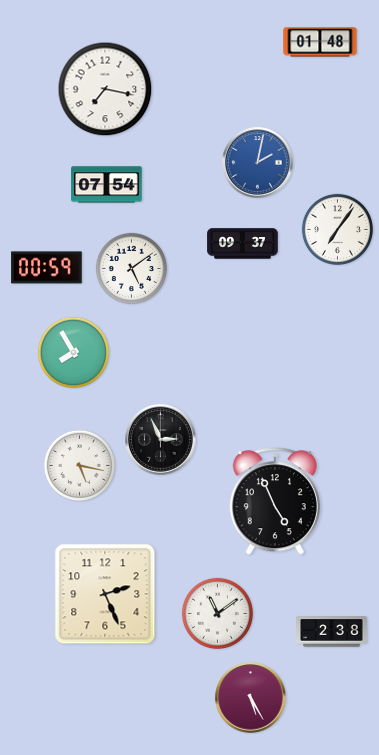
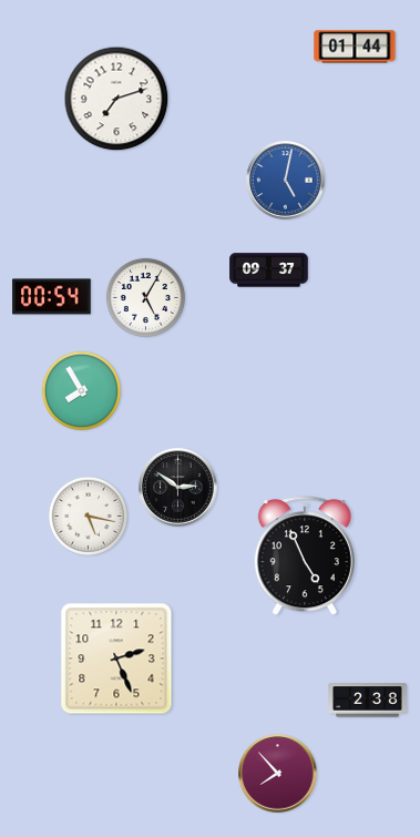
clock at (320, 42): 01:48 -> 01:44
clock at (105, 89): 7:17 -> 7:12
clock at (258, 163): 2:02 -> 5:02
clock at (107, 185): 07:54 -> none
clock at (337, 229): 7:06 -> none
clock at (47, 268): 00:59 -> 00:54
clock at (131, 268): 5:09 -> 5:05
clock at (161, 440): 2:56 -> 2:51
clock at (217, 613): 11:09 -> none
clock at (251, 698): 5:25 -> 7:53
